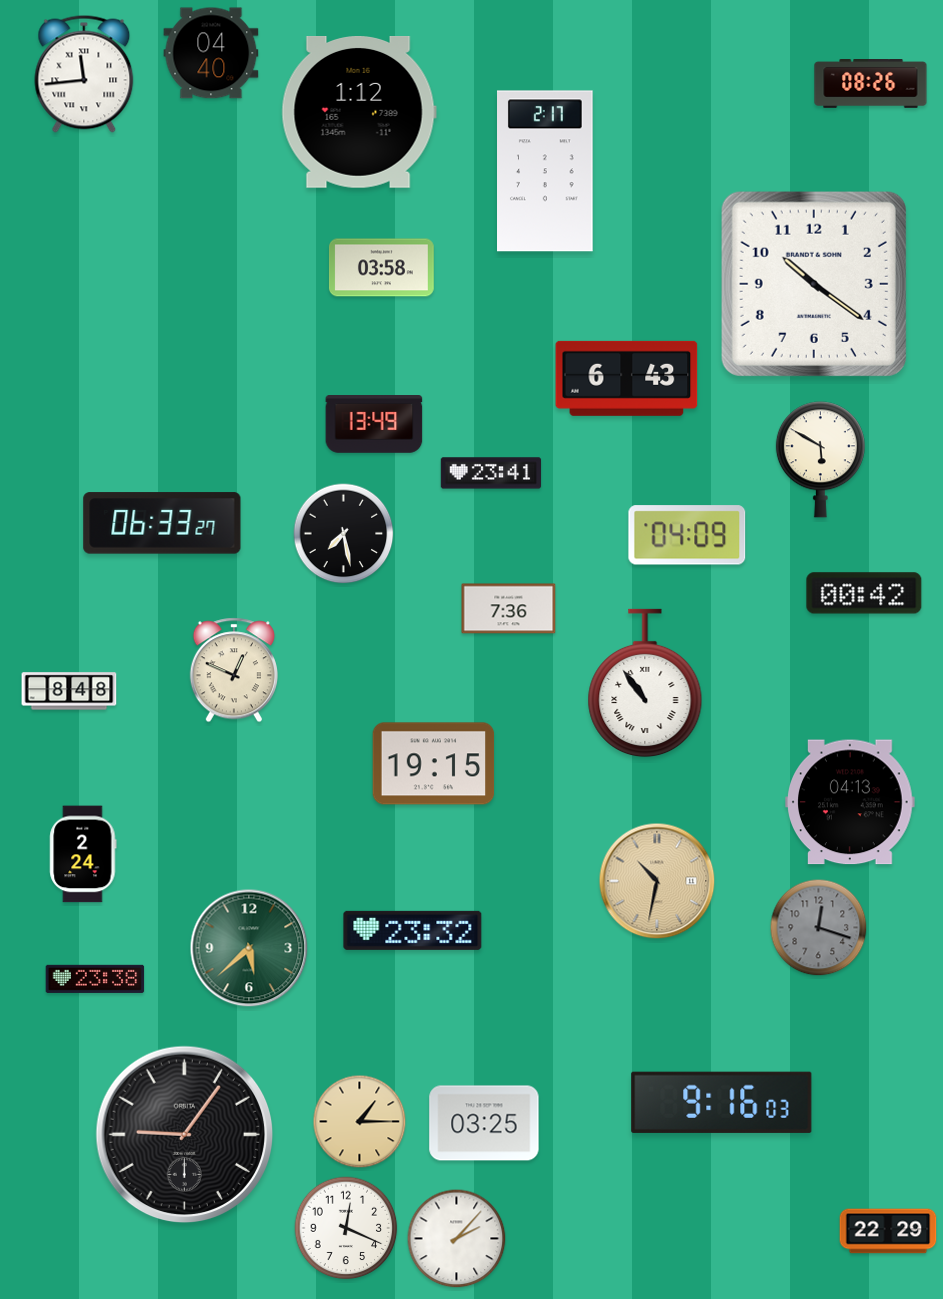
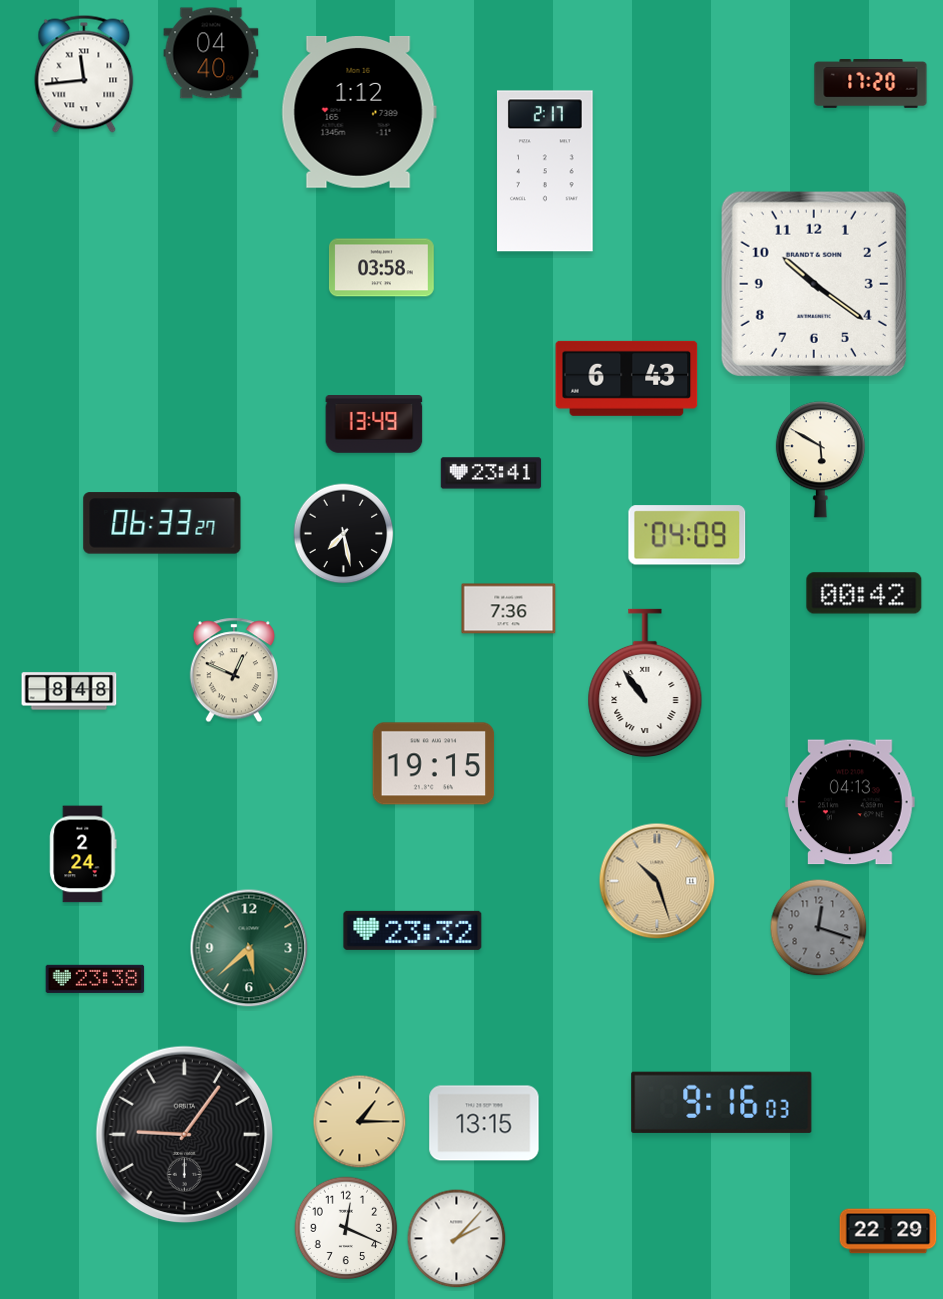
clock at (871, 84): 08:26 -> 17:20
clock at (657, 881): 10:32 -> 10:27
clock at (484, 1123): 03:25 -> 13:15
